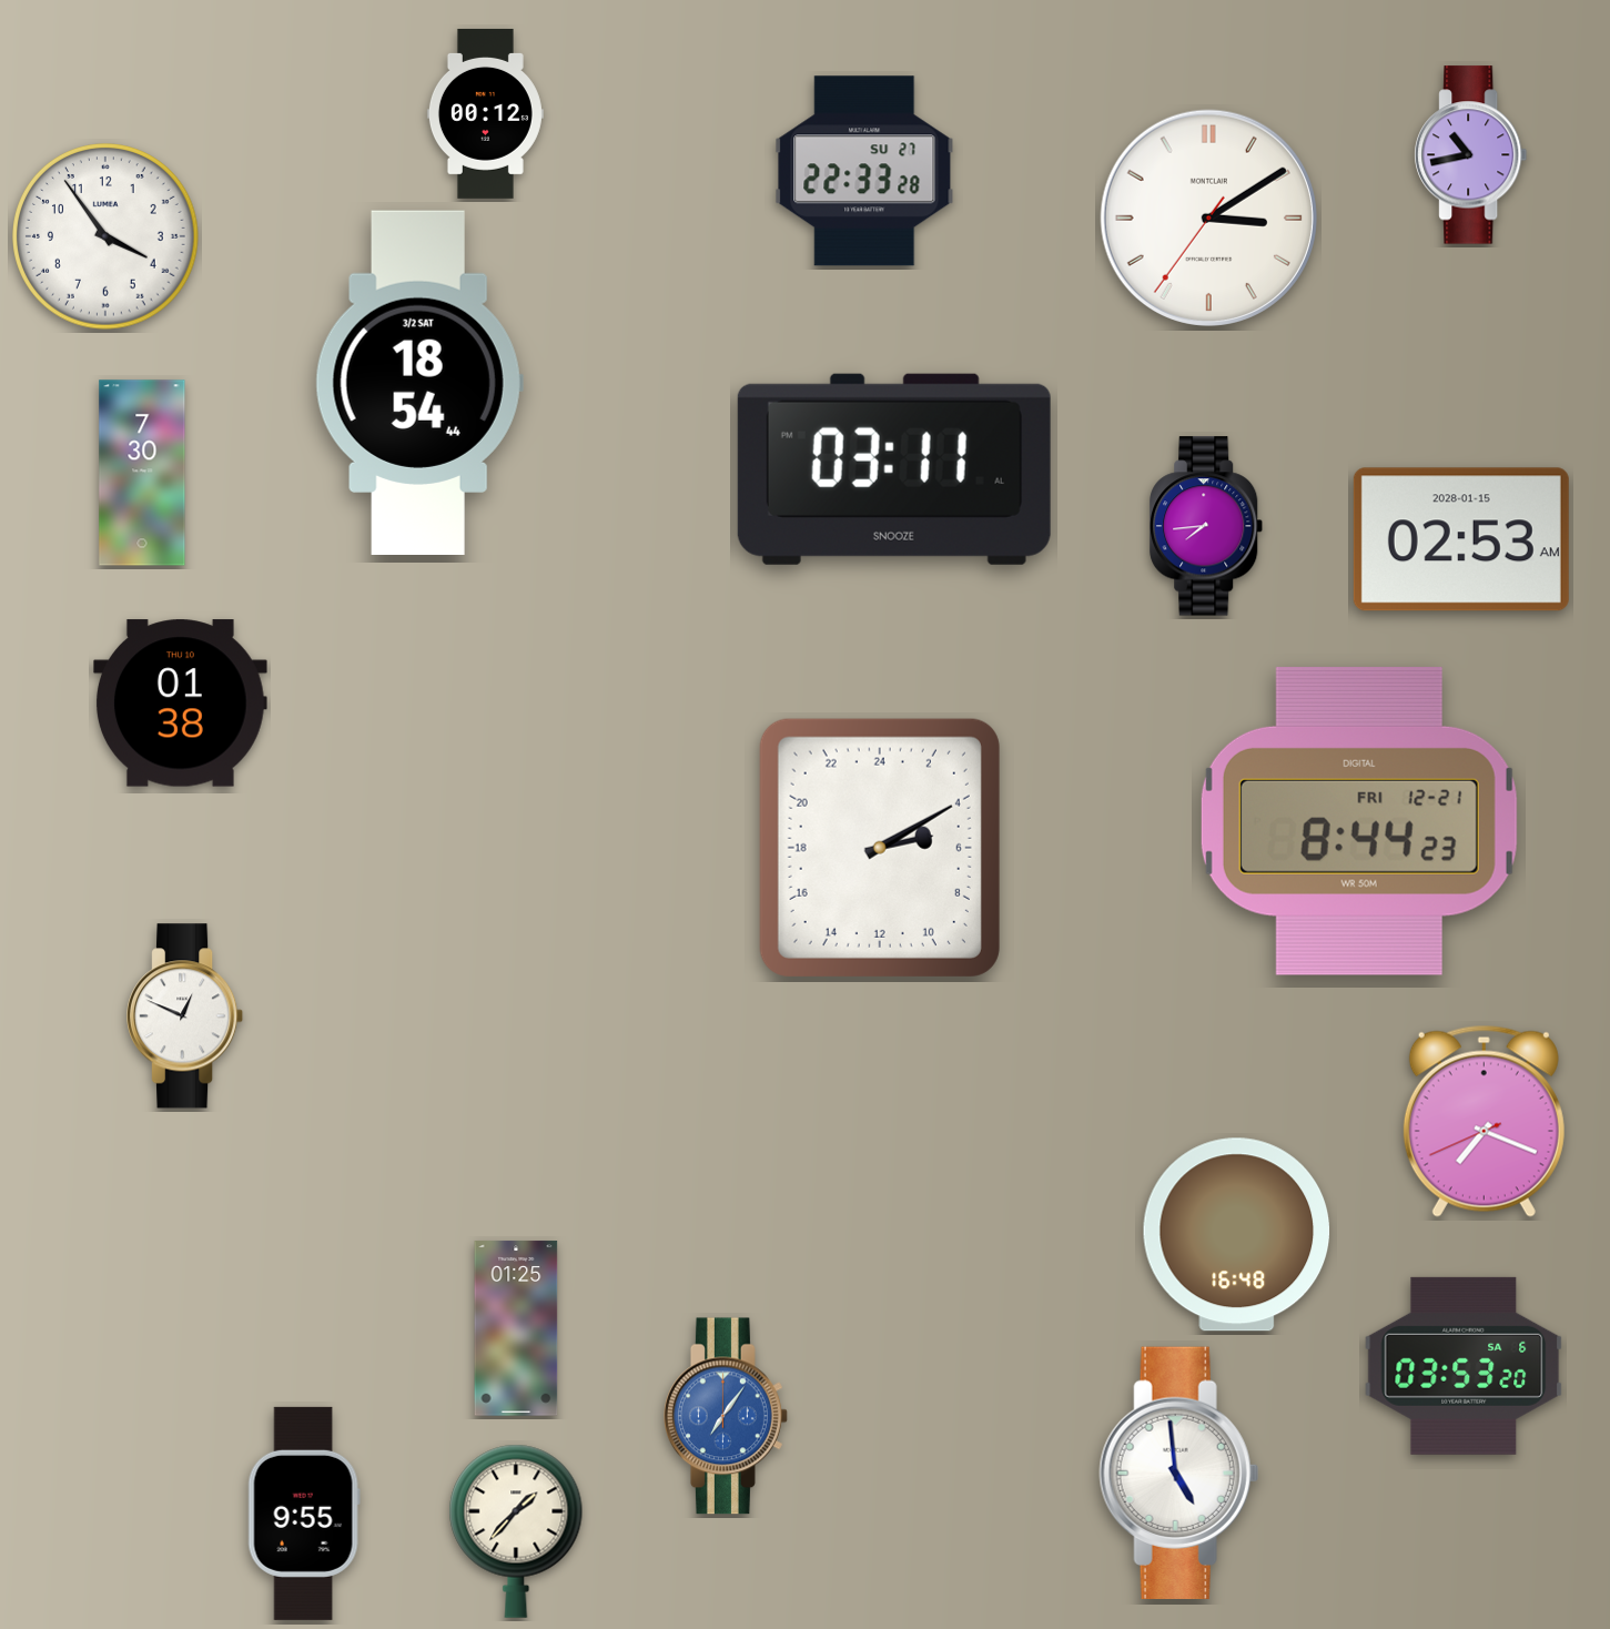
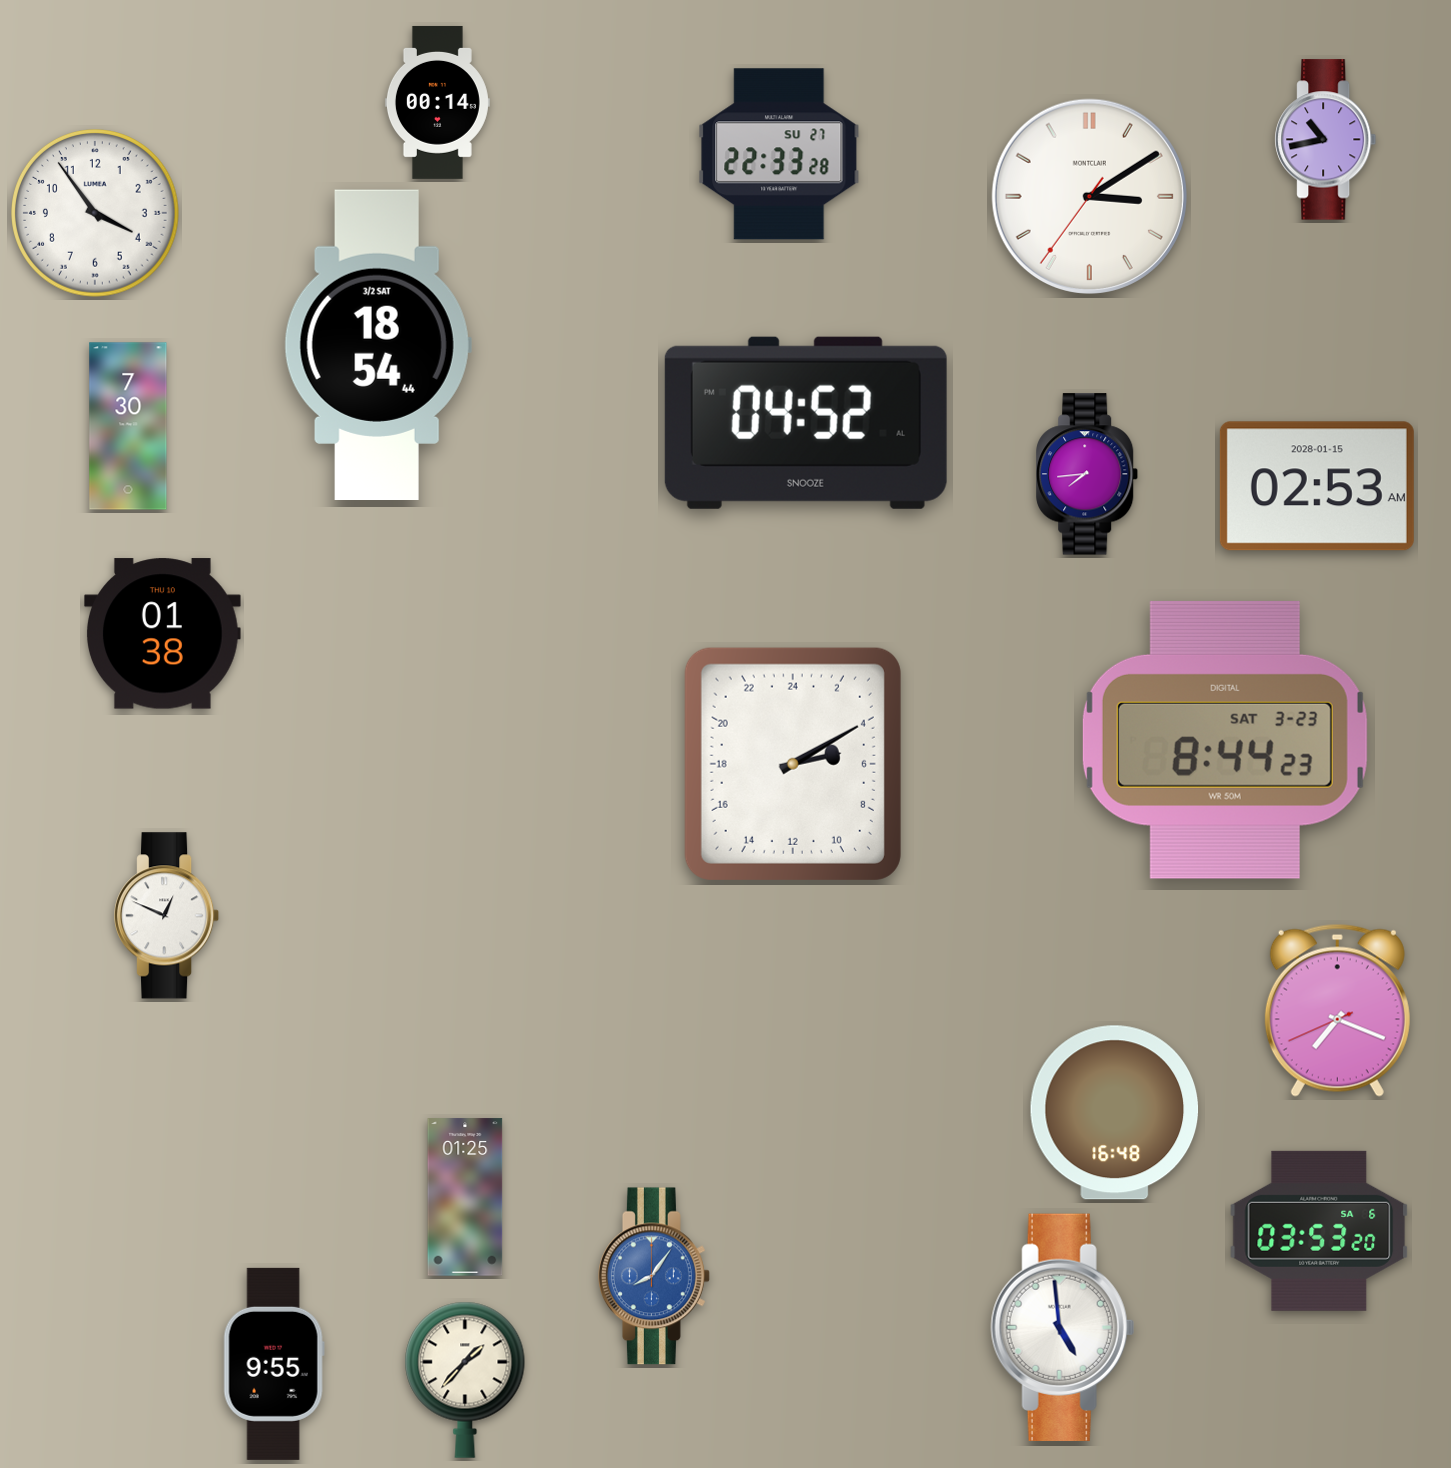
clock at (485, 113): 00:12 -> 00:14
clock at (894, 469): 03:11 -> 04:52
clock at (1359, 821) date: FRI 12-21 -> SAT 3-23
clock at (727, 1416): 7:06 -> 8:06
